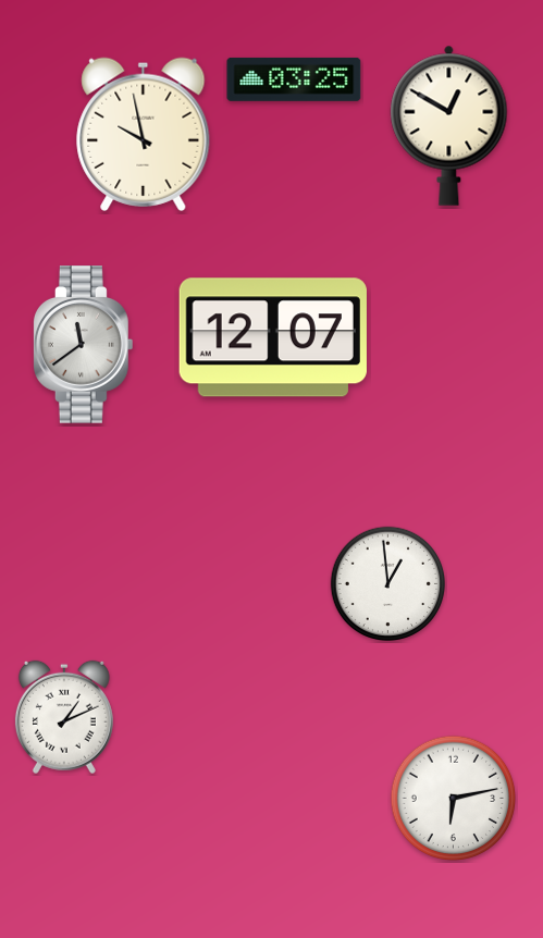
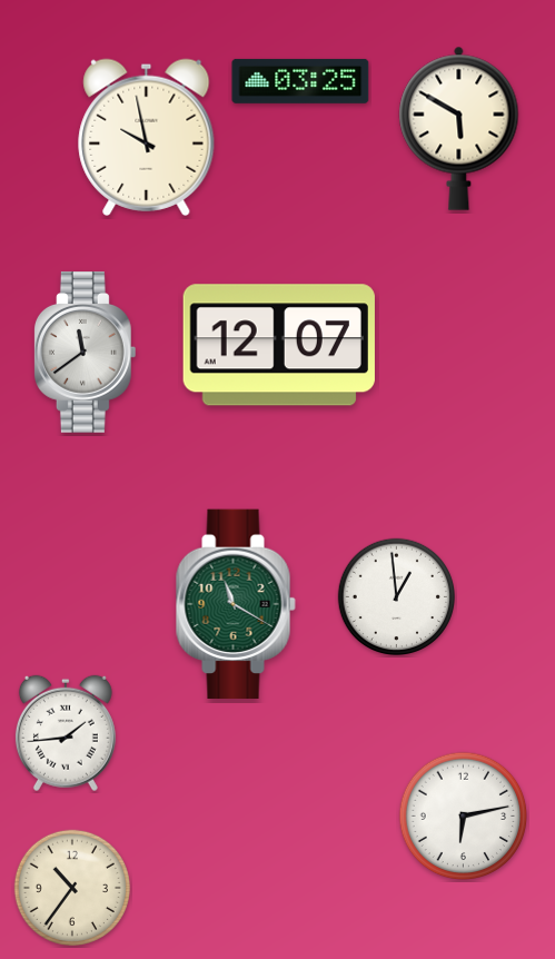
clock at (449, 125): 12:50 -> 5:50
clock at (236, 604): none -> 11:20
clock at (64, 717): 1:11 -> 1:44
clock at (71, 887): none -> 10:36
